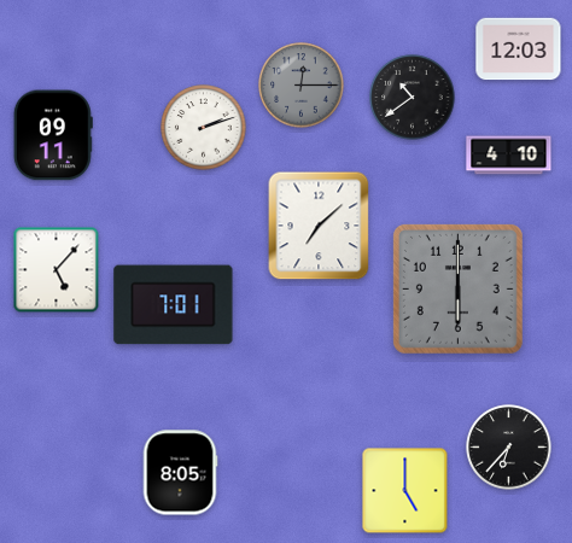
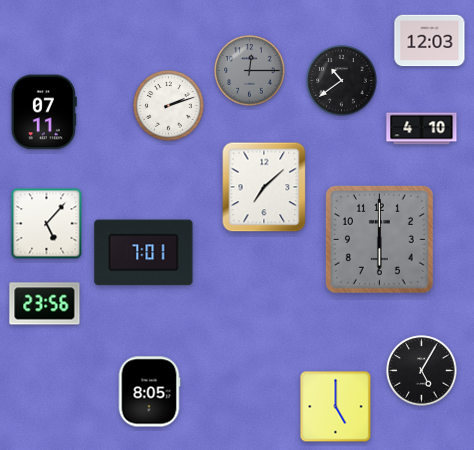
clock at (53, 135): 09:11 -> 07:11
clock at (45, 304): none -> 23:56
clock at (509, 448): 6:37 -> 5:05
